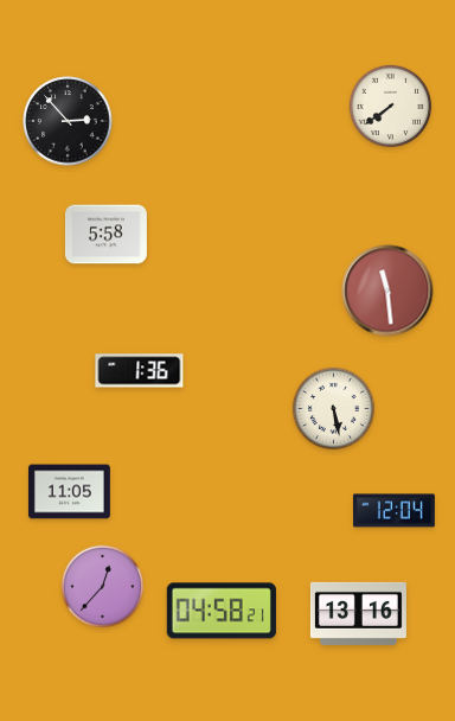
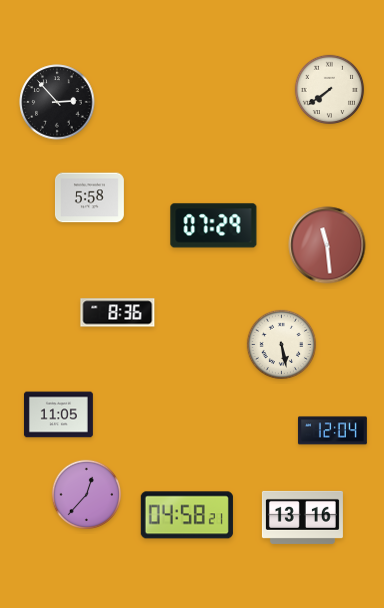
clock at (214, 226): none -> 07:29
clock at (140, 371): 1:36 -> 8:36
